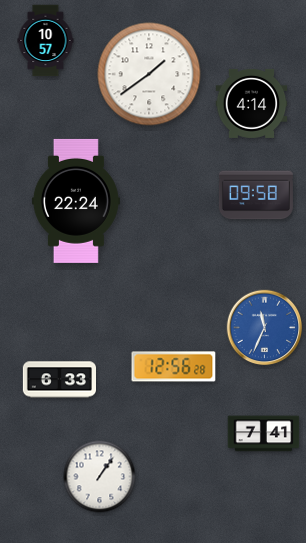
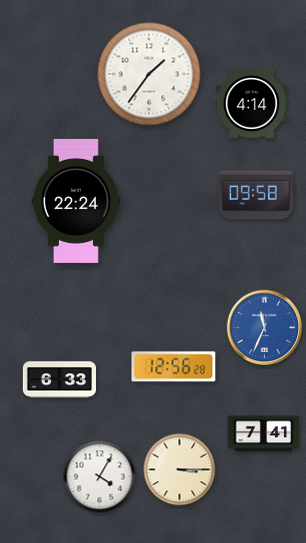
clock at (46, 41): 10:57 -> none
clock at (149, 74): 1:39 -> 1:36
clock at (180, 470): none -> 3:15
clock at (100, 477): 1:06 -> 4:05
